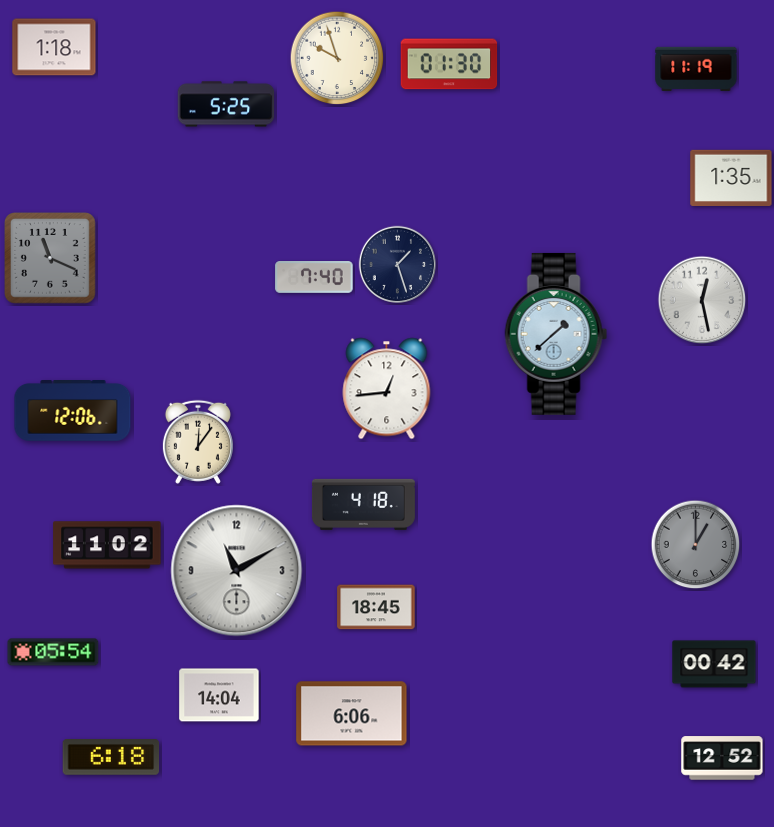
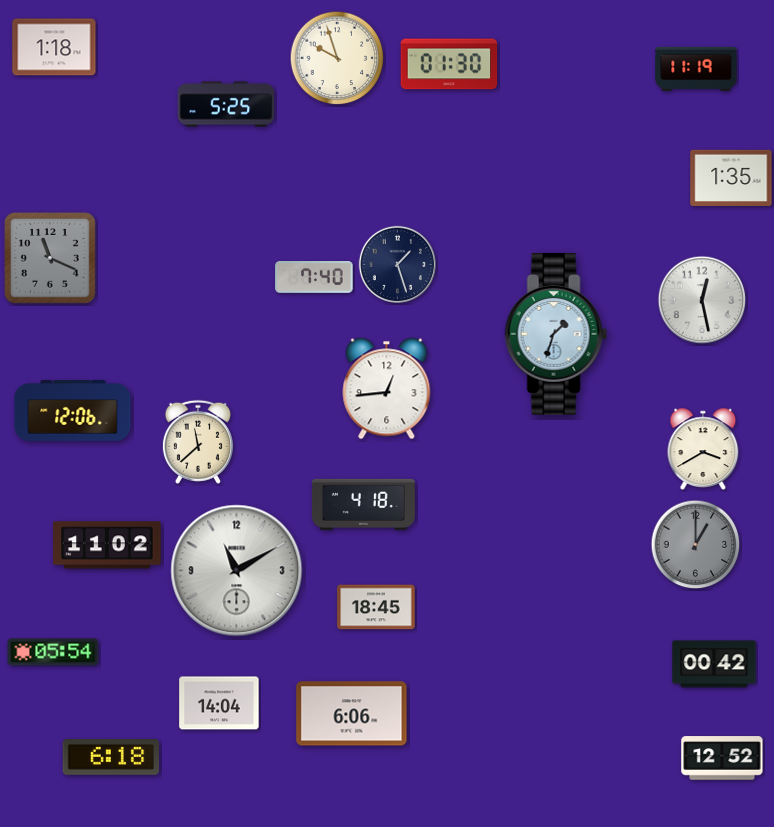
clock at (556, 334): 1:38 -> 1:33
clock at (198, 442): 12:06 -> 11:38
clock at (703, 449): none -> 3:40
clock at (219, 695) position: (219, 695) -> (219, 703)
